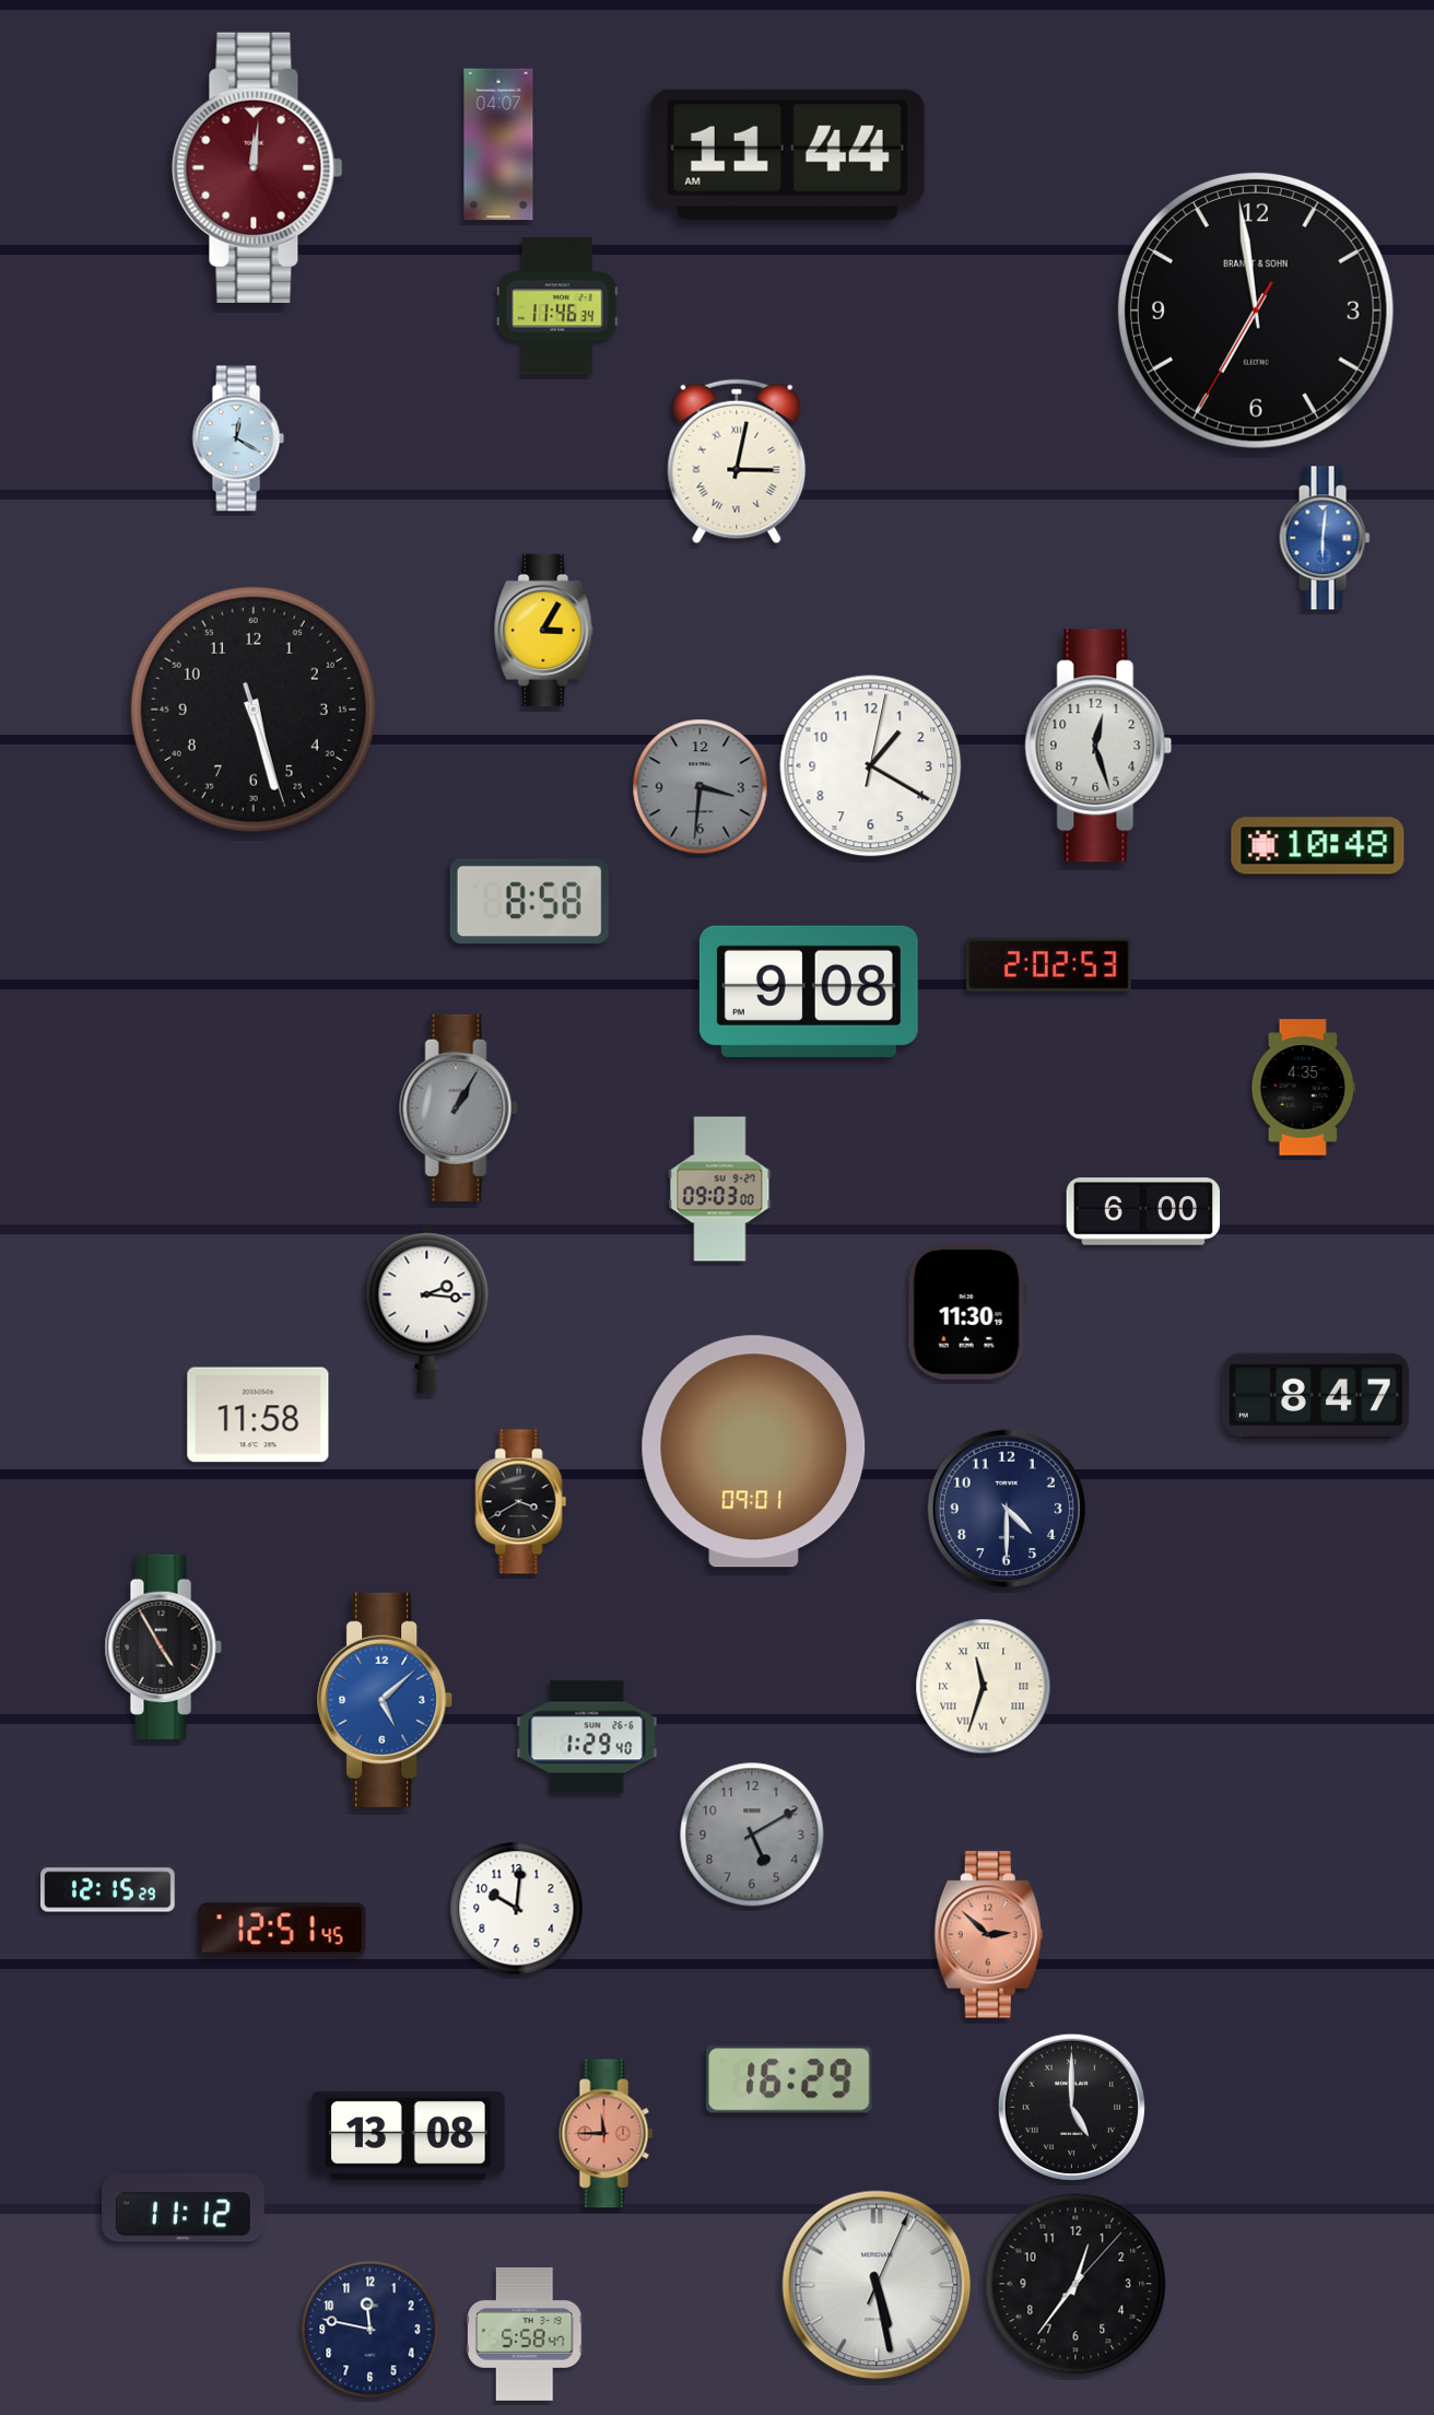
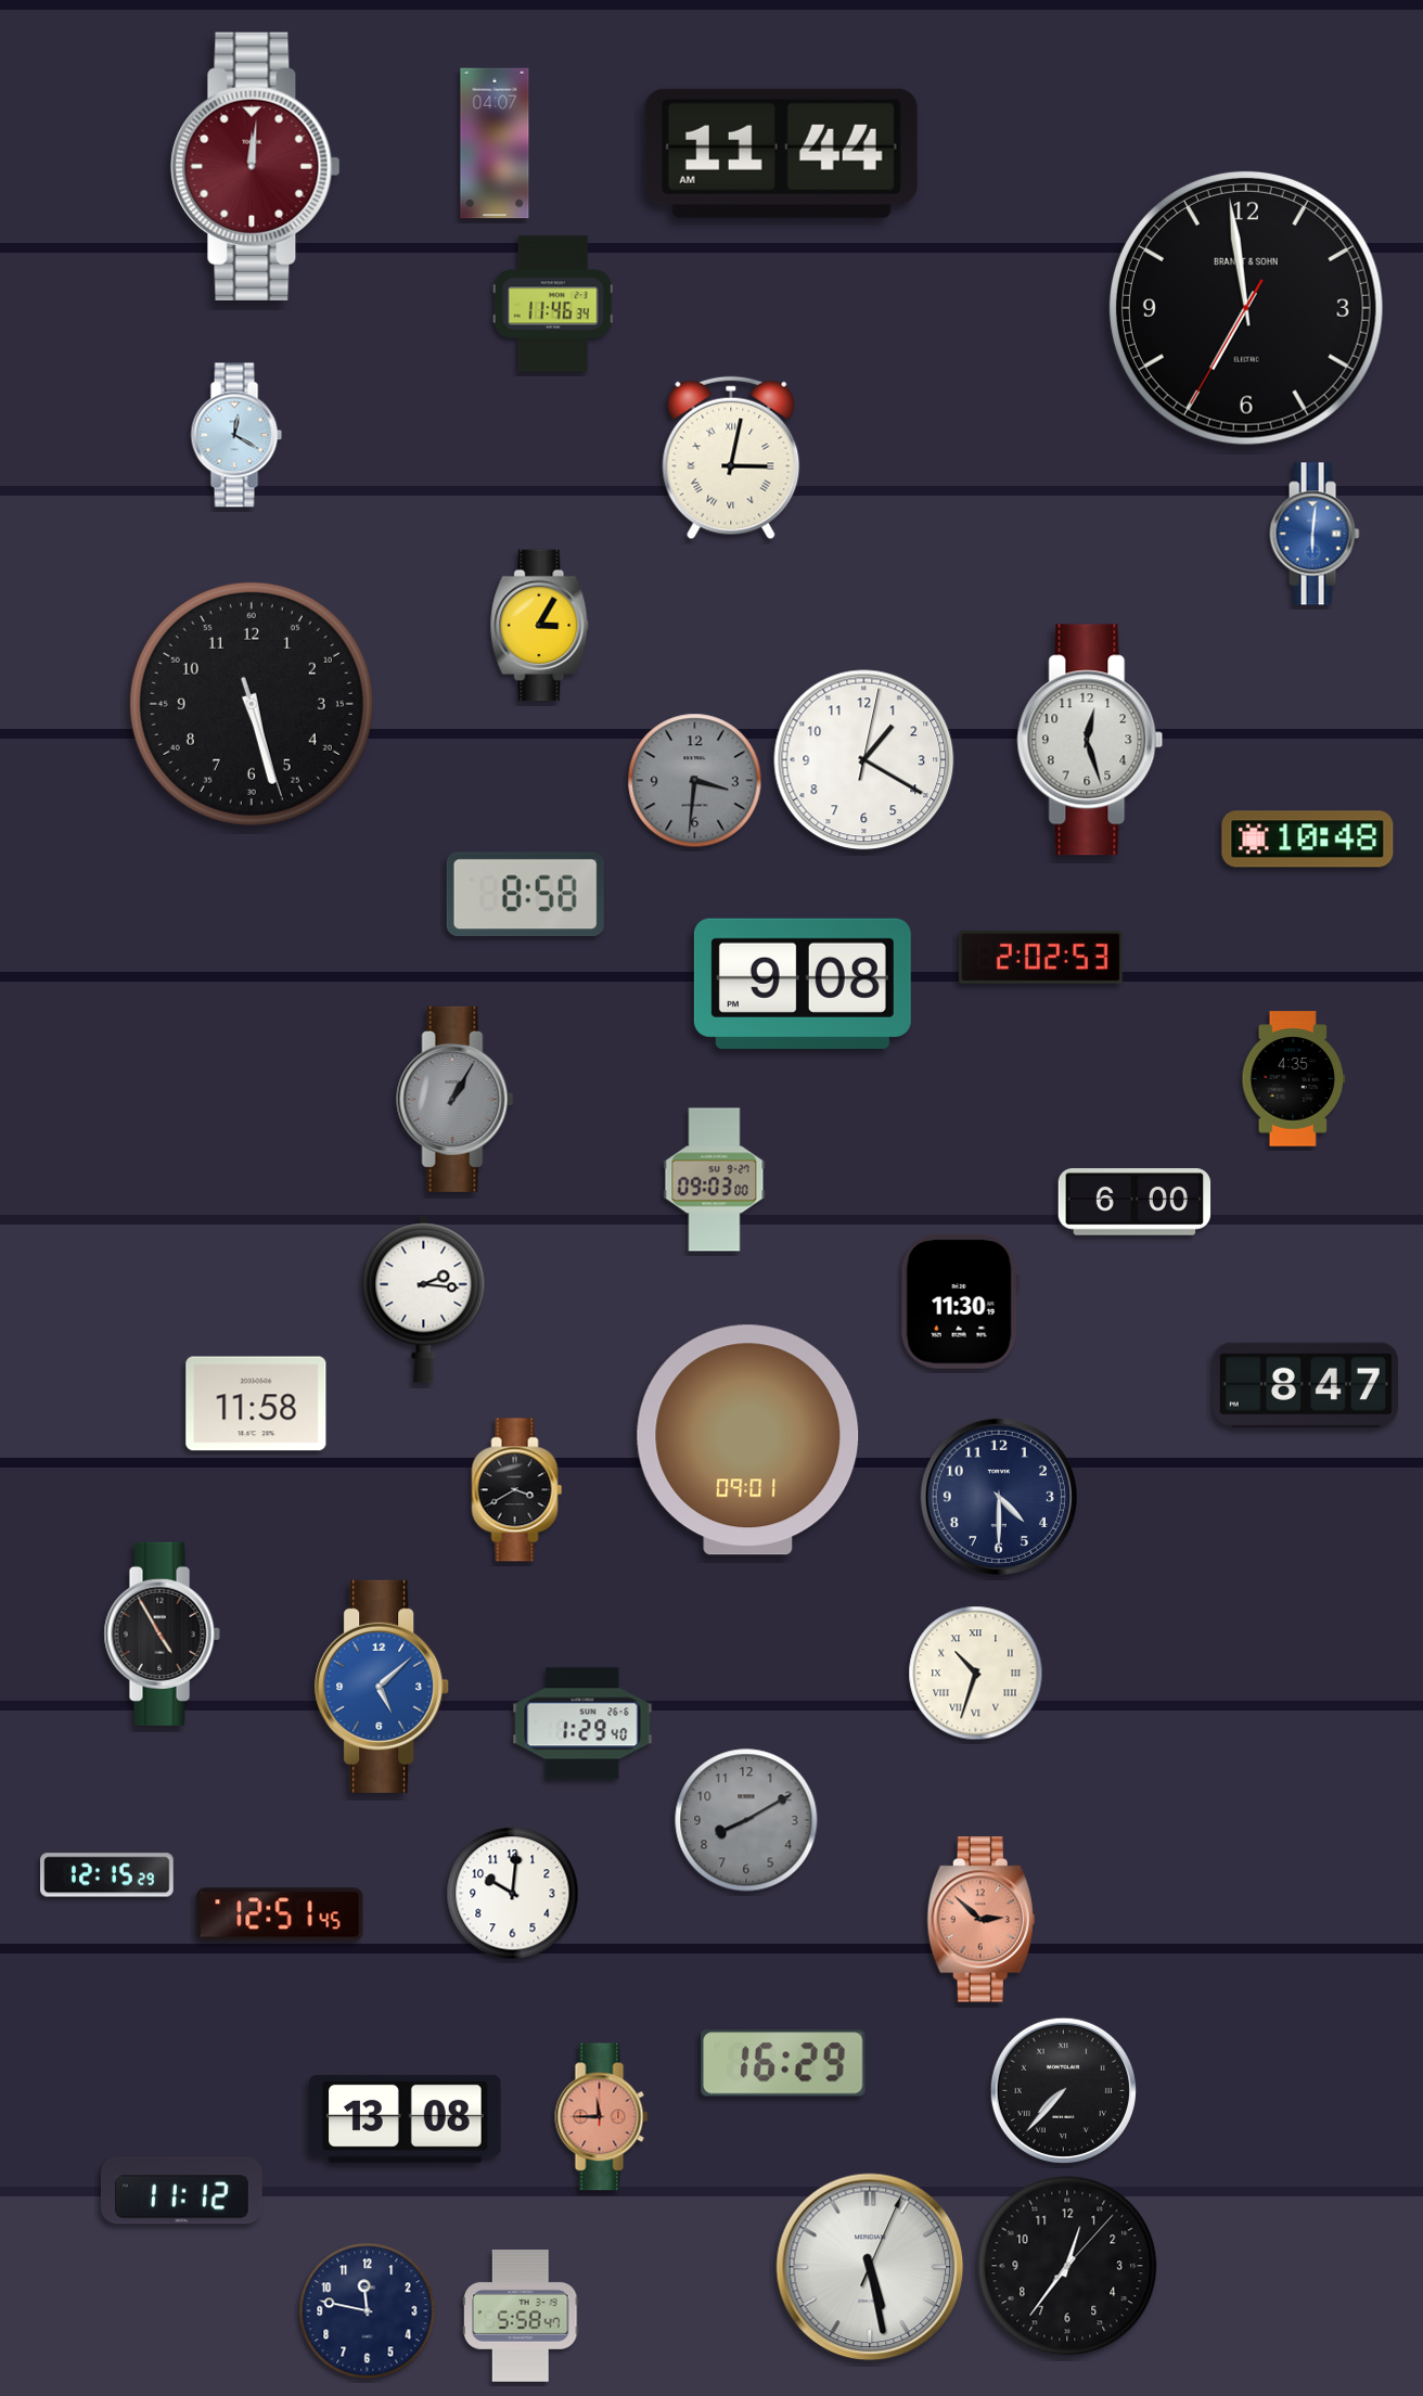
clock at (984, 1687): 11:33 -> 10:33
clock at (752, 1834): 5:10 -> 8:10
clock at (1071, 2107): 5:00 -> 7:37
